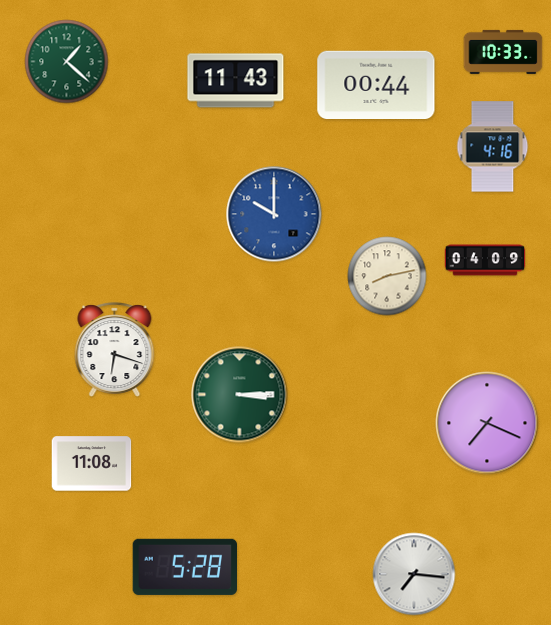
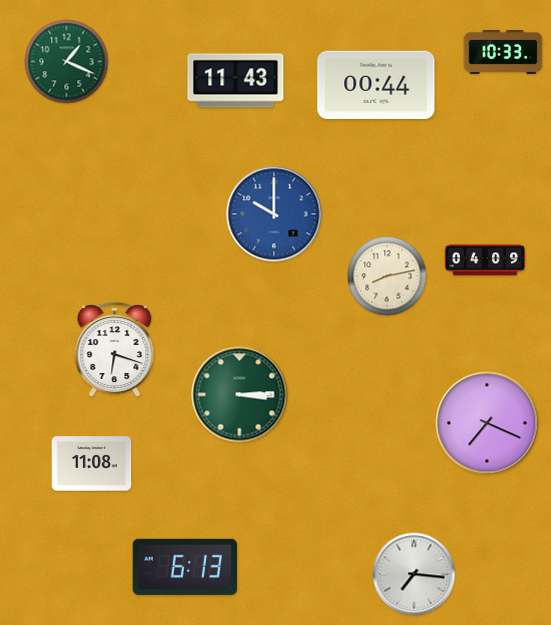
clock at (67, 62): 1:22 -> 1:19
clock at (493, 147): 4:16 -> none
clock at (185, 567): 5:28 -> 6:13
